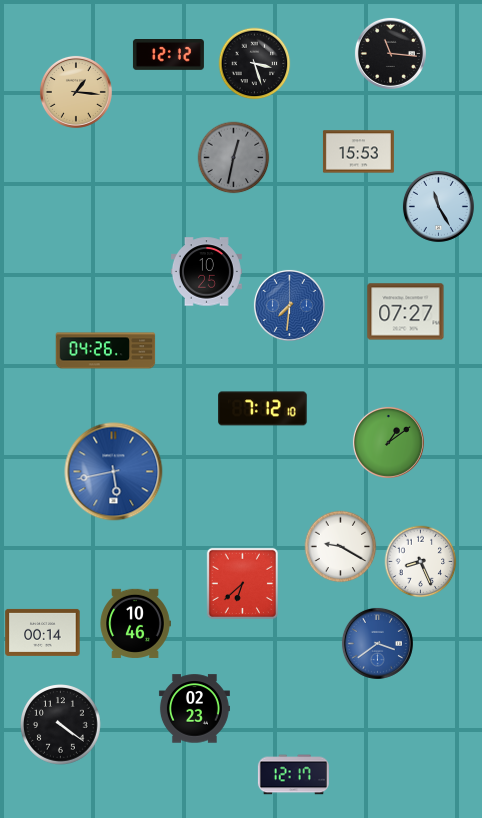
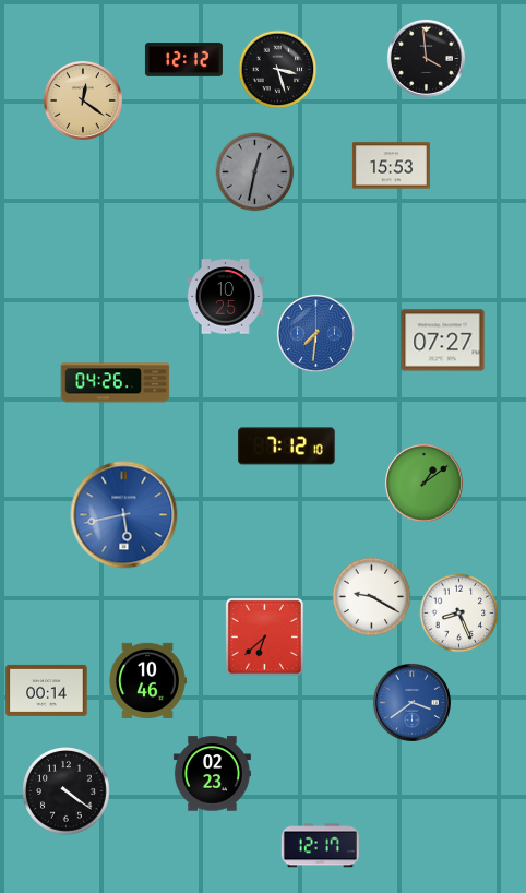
clock at (390, 53): 11:16 -> 3:59
clock at (76, 92): 1:16 -> 12:21
clock at (438, 206): 11:25 -> none
